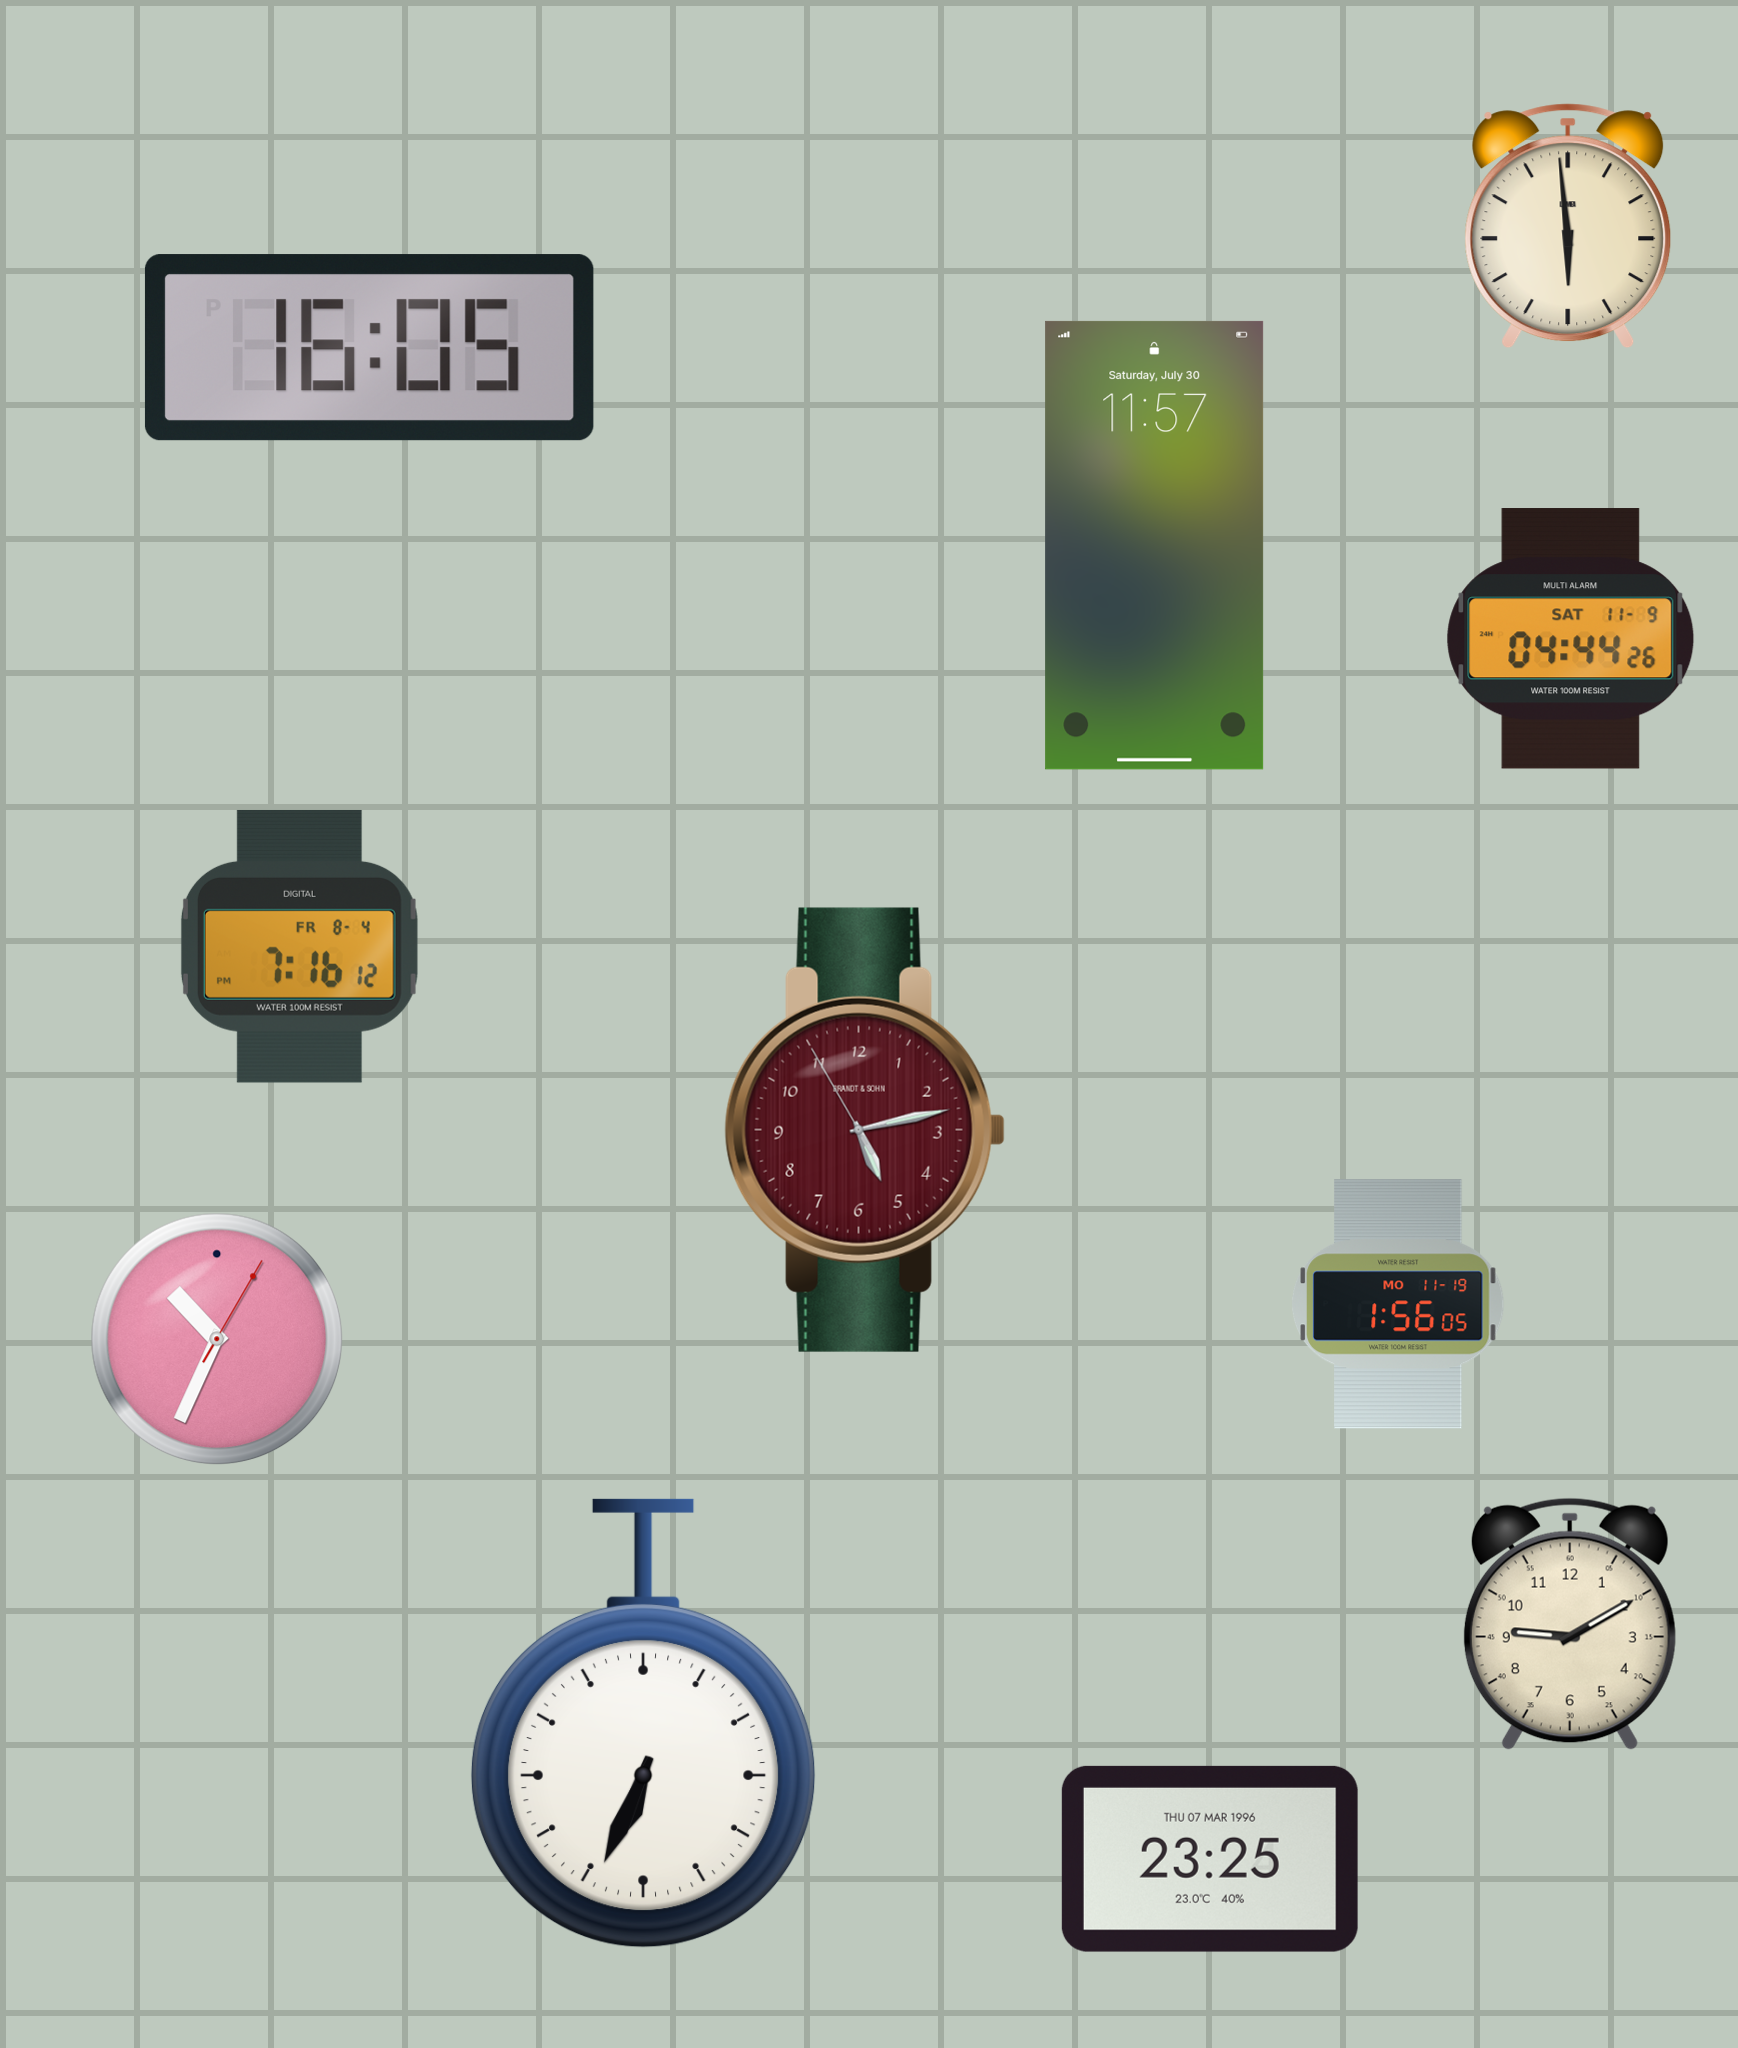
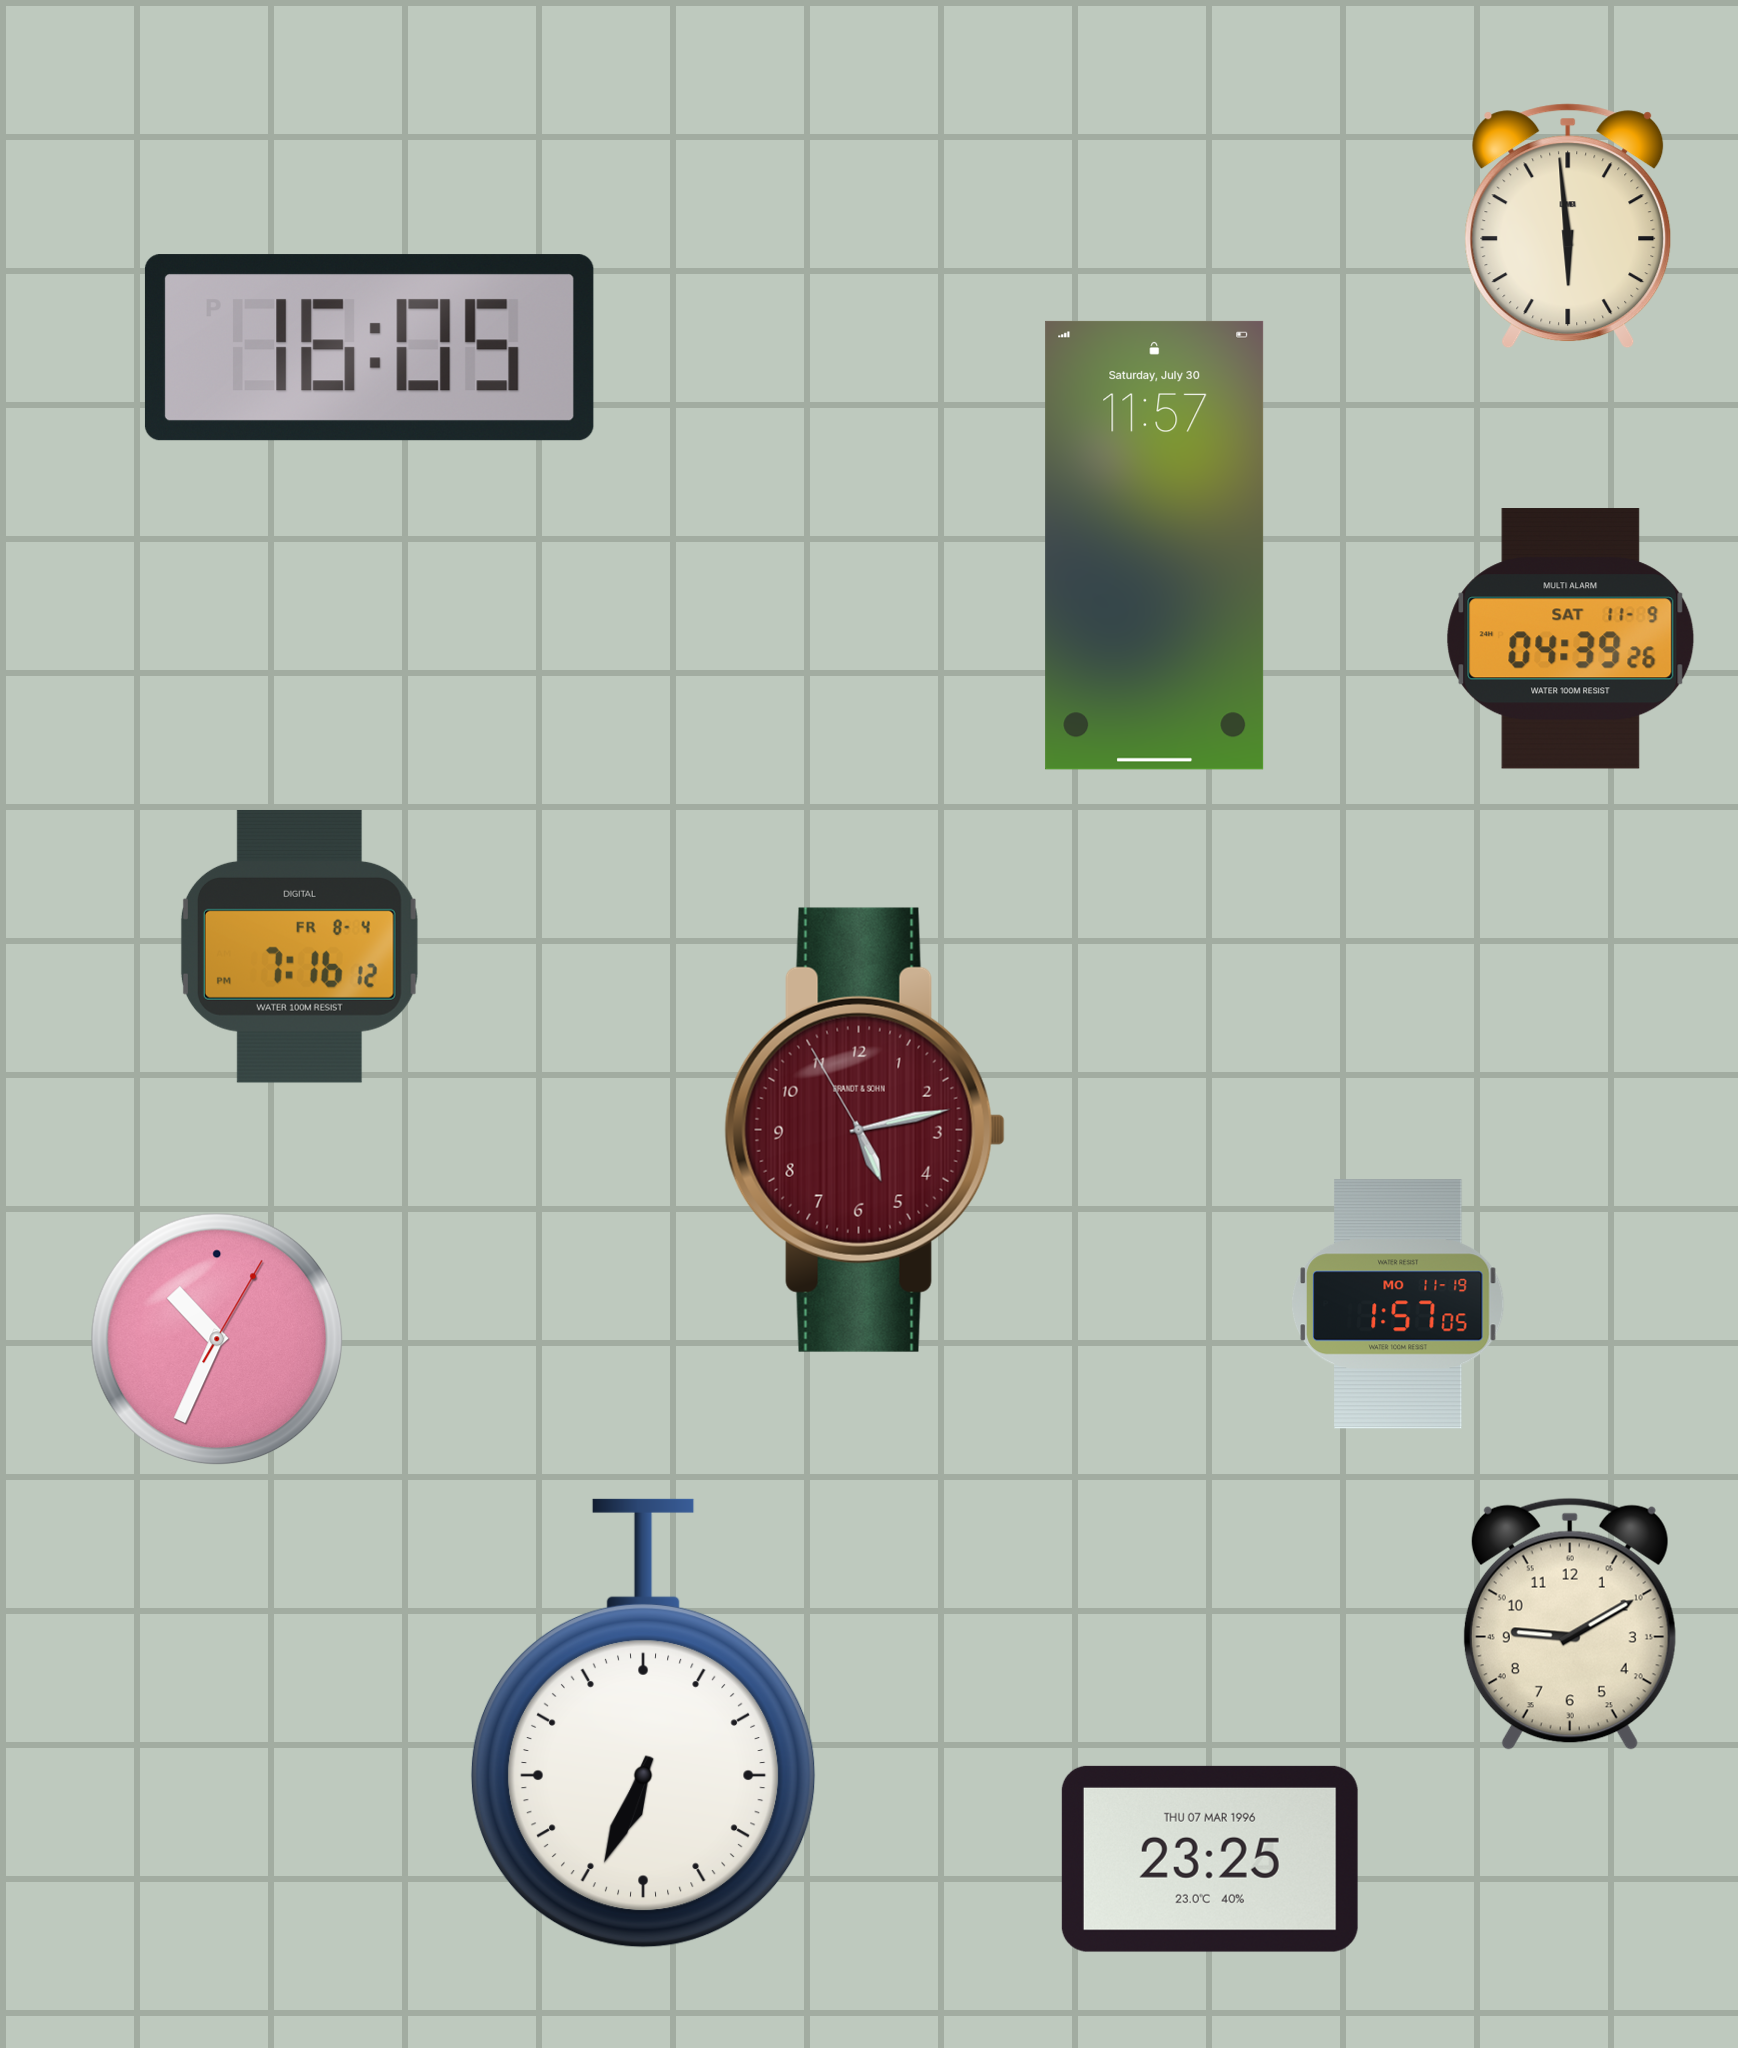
clock at (1571, 639): 04:44 -> 04:39
clock at (1399, 1304): 1:56 -> 1:57
